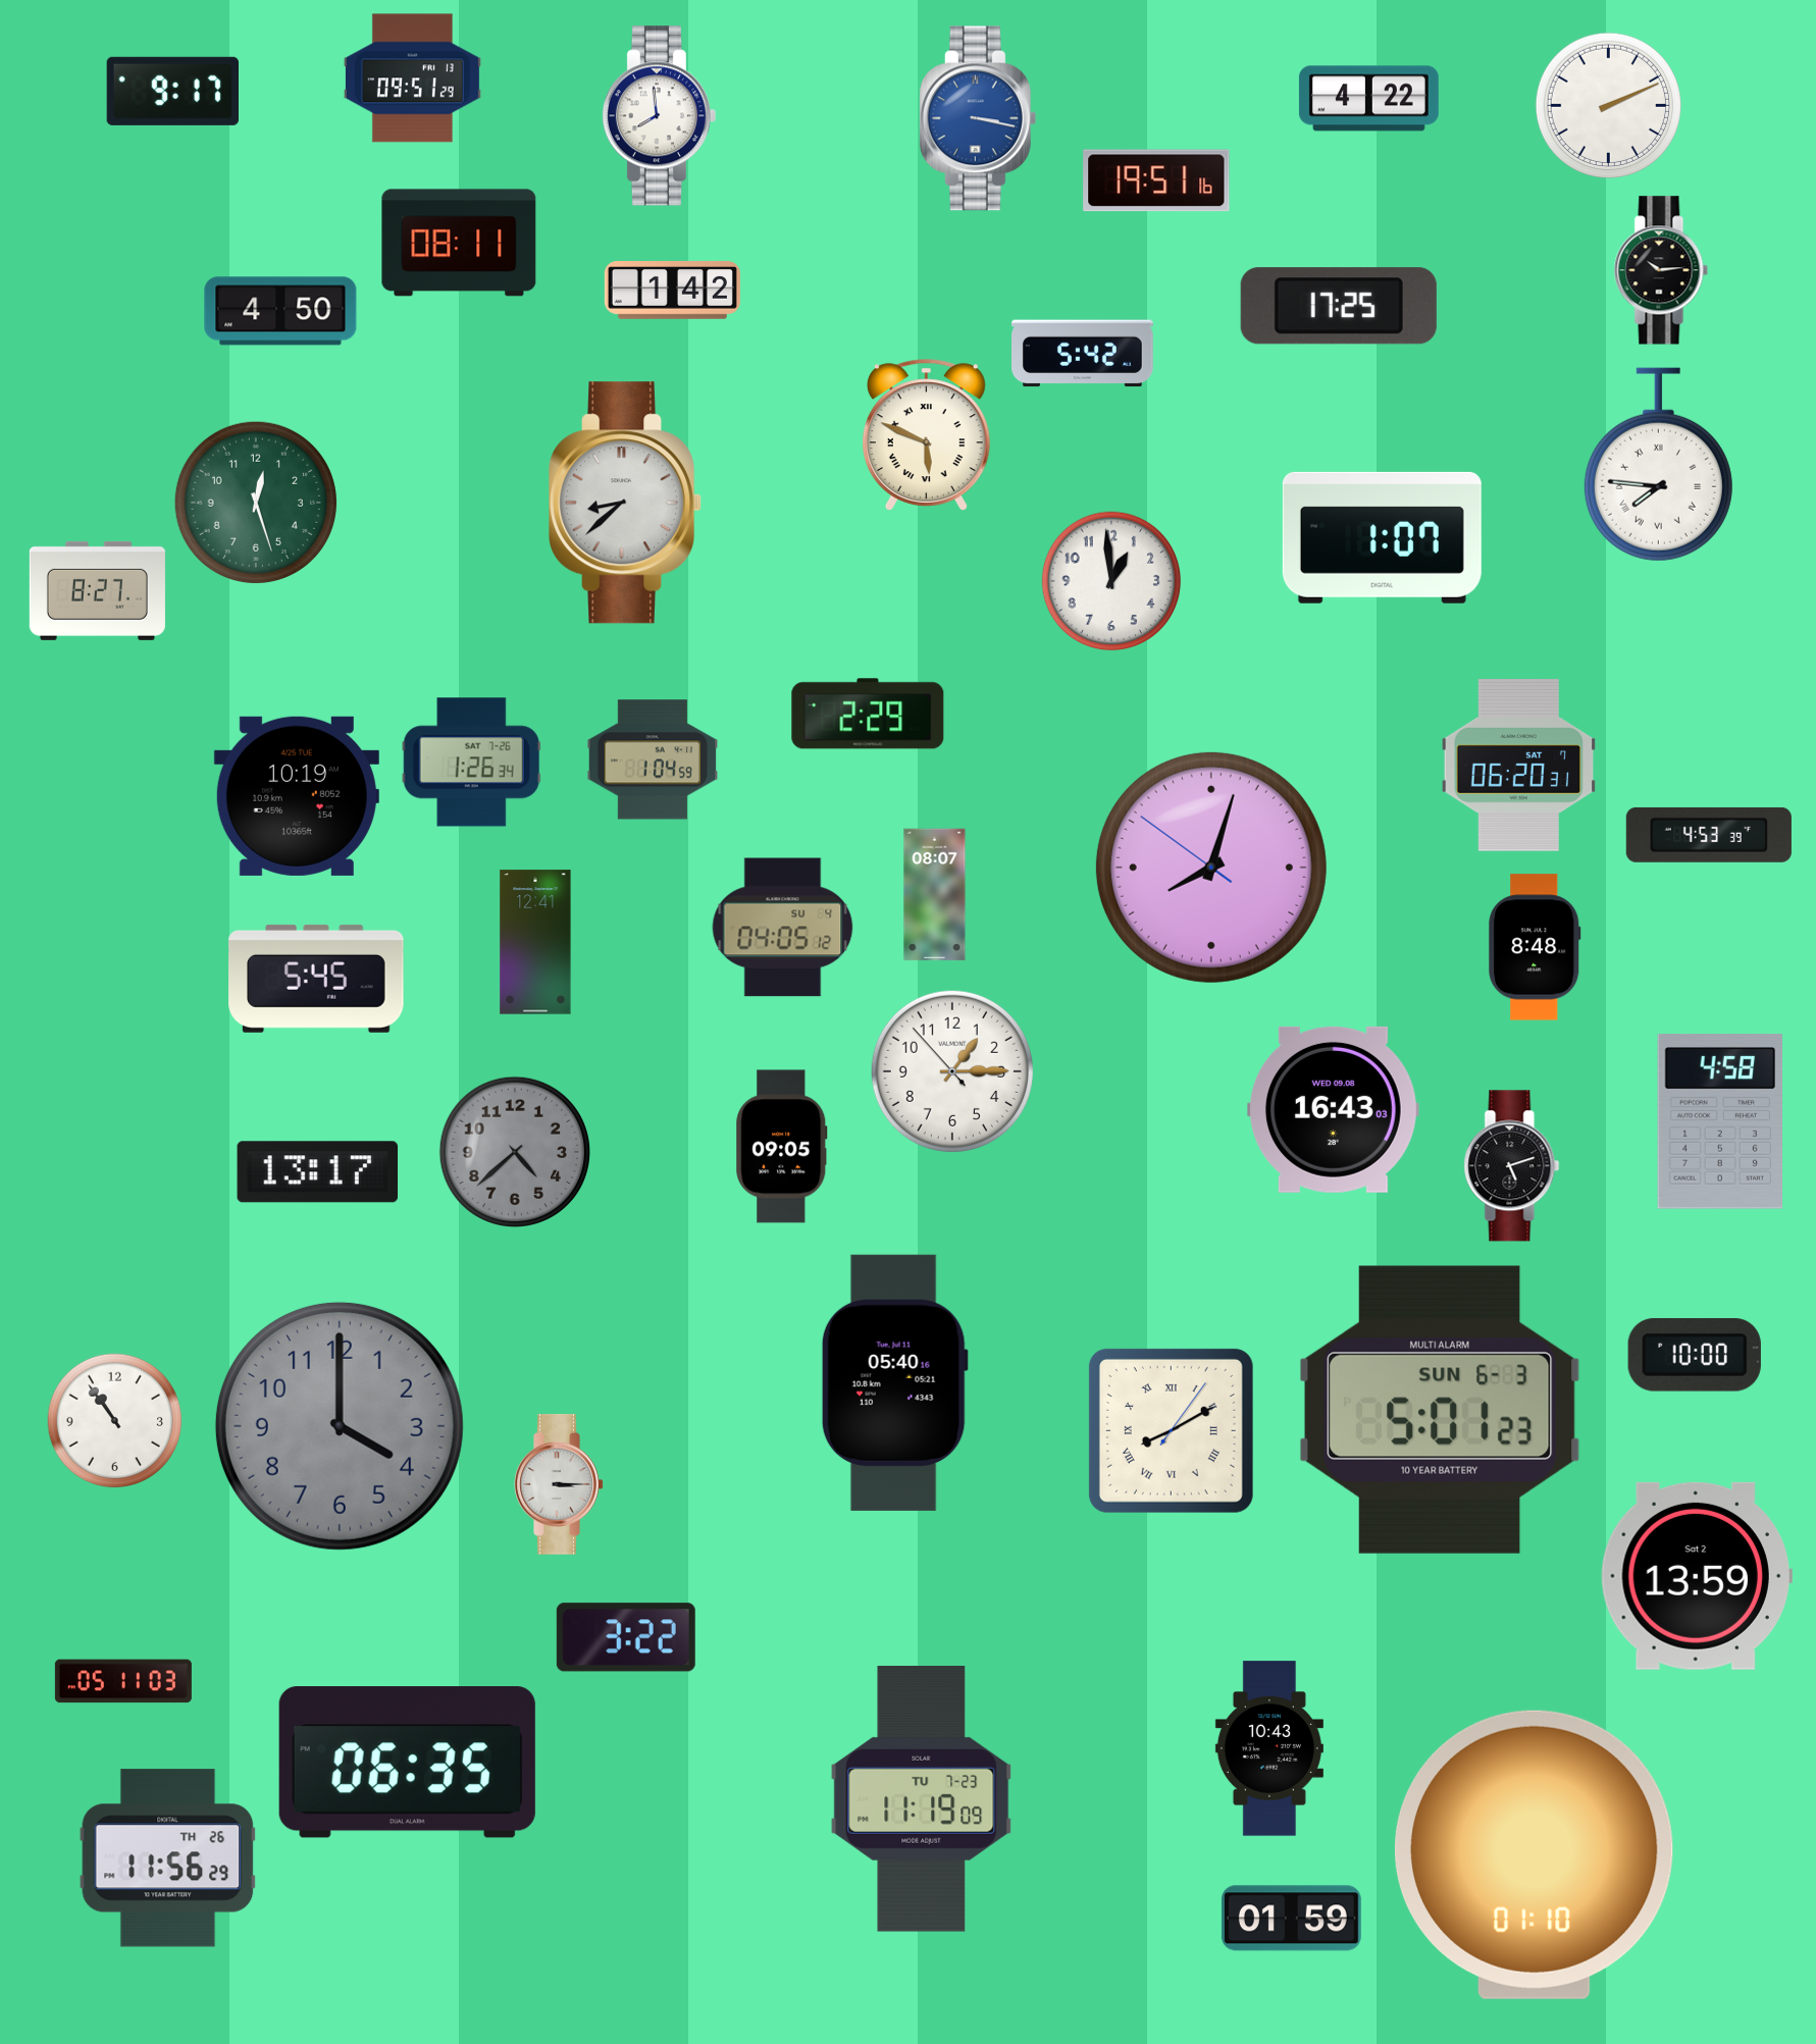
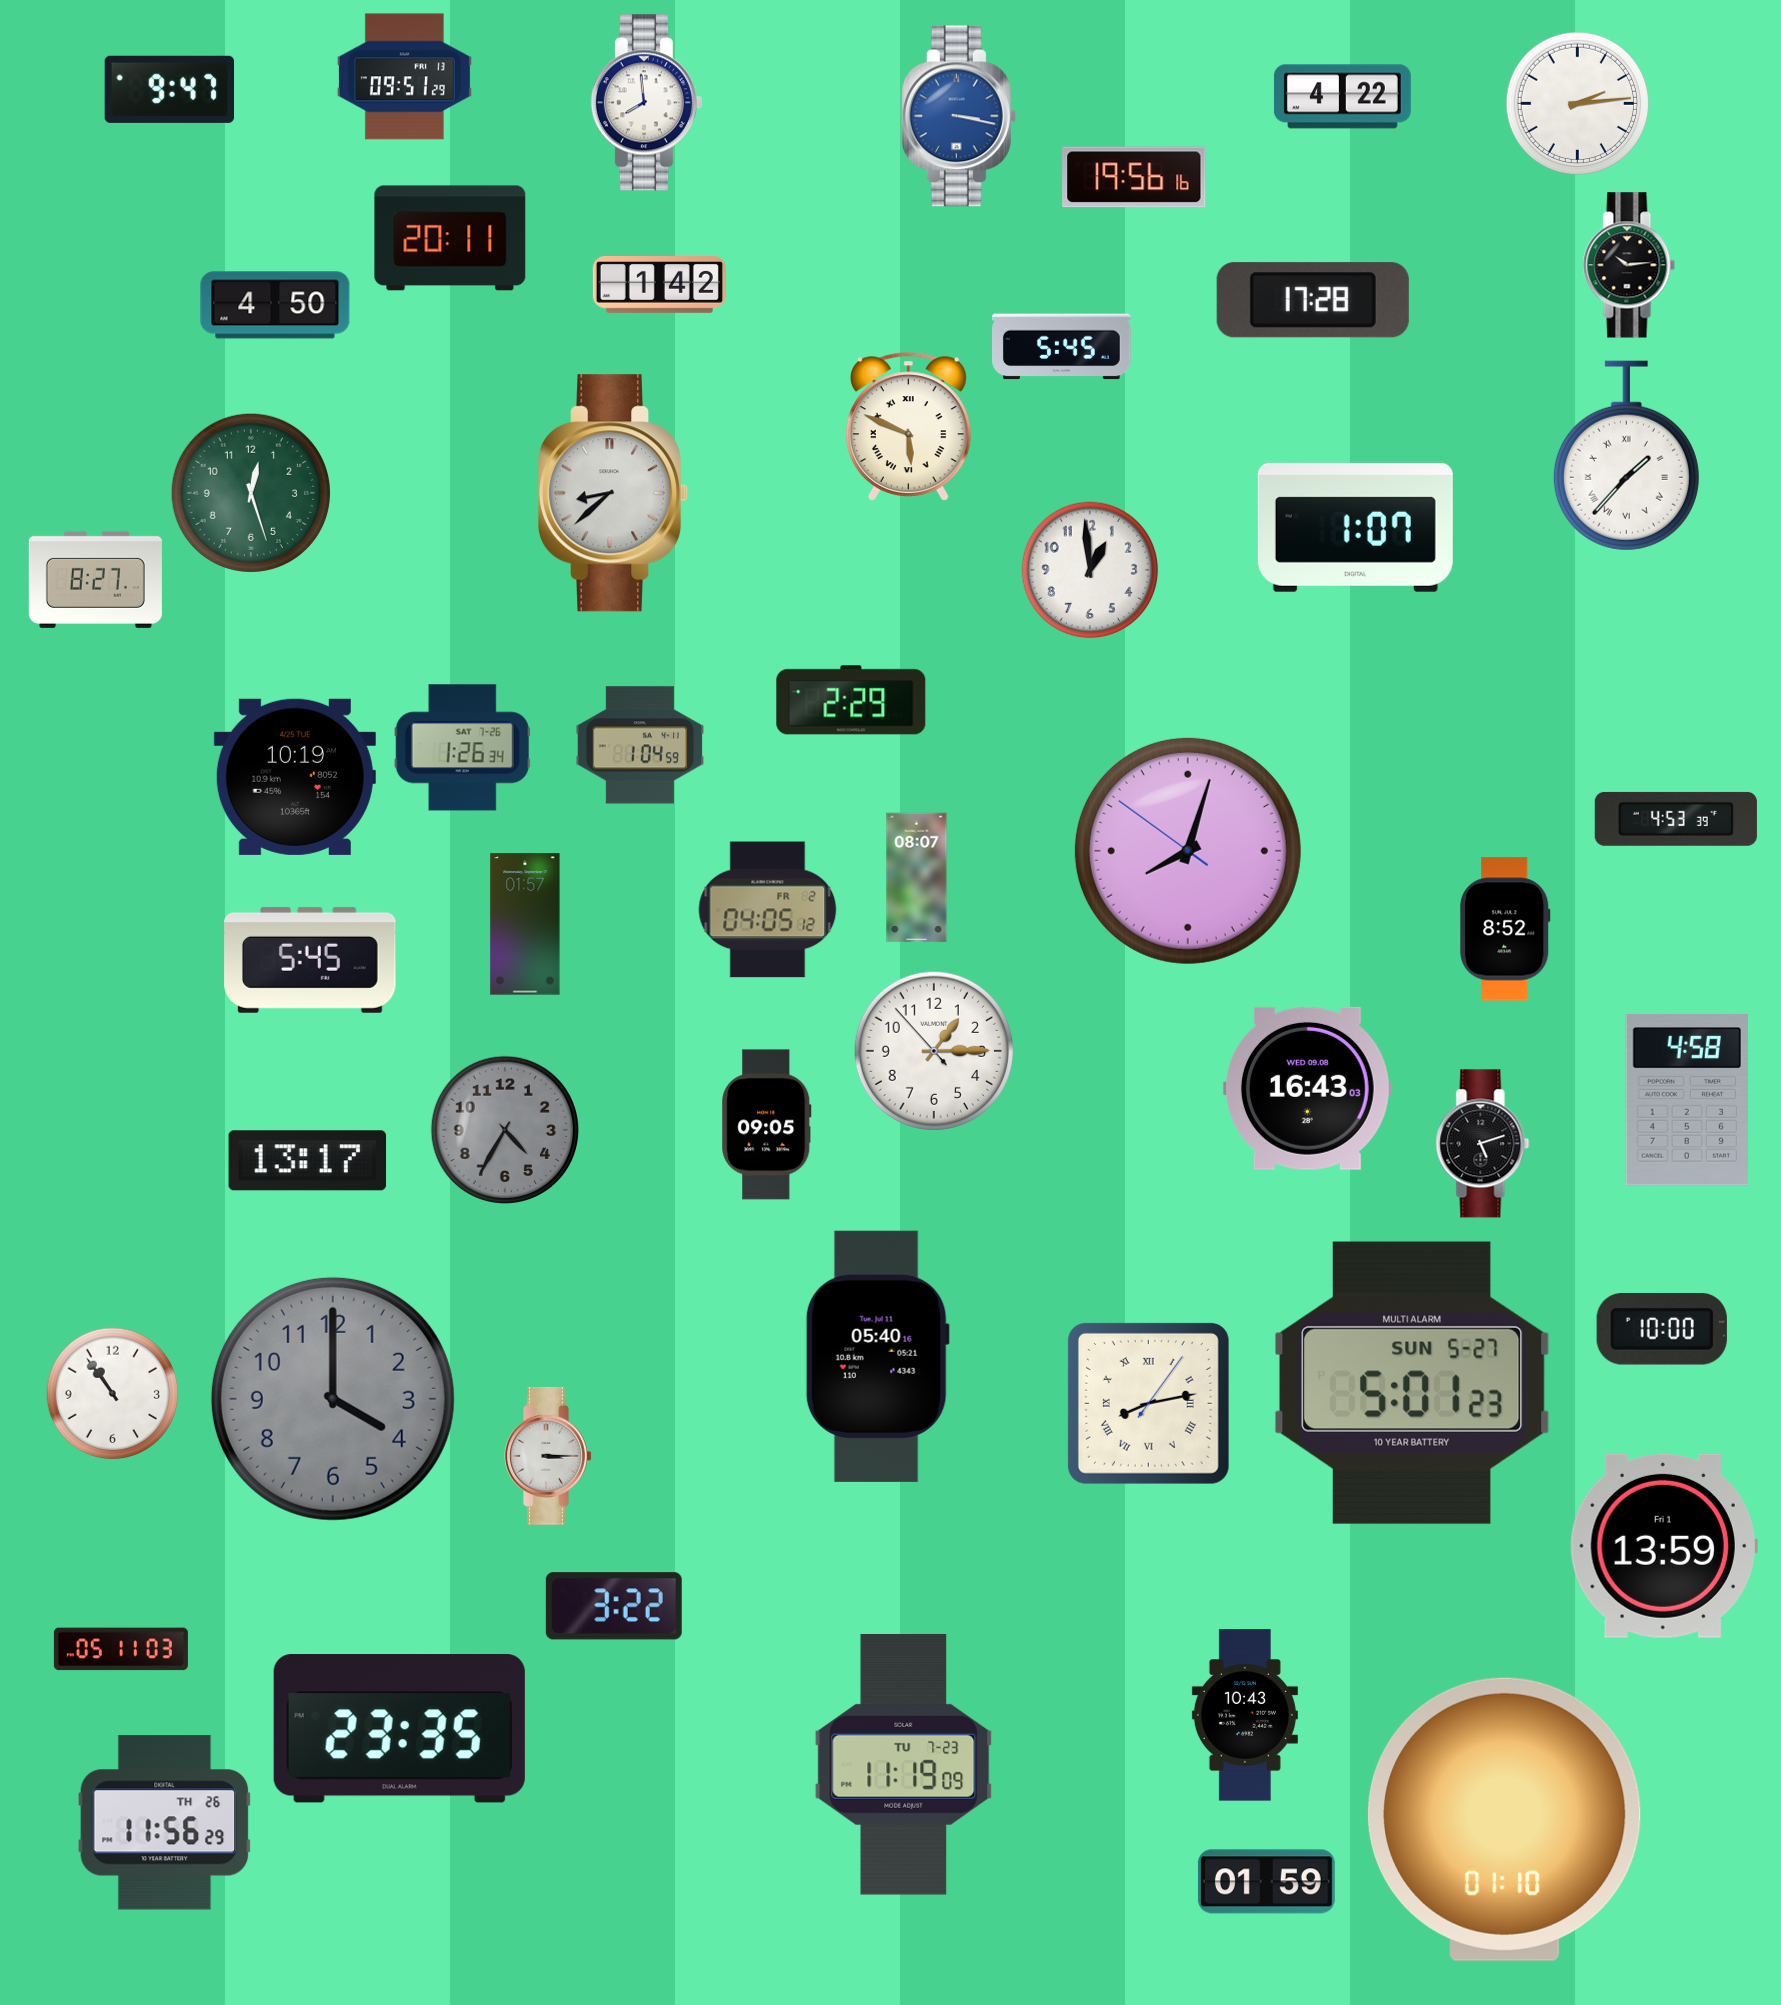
clock at (172, 91): 9:17 -> 9:47
clock at (1608, 105): 2:11 -> 2:14
clock at (659, 116) position: (659, 116) -> (646, 103)
clock at (1156, 180): 19:51 -> 19:56
clock at (459, 243): 08:11 -> 20:11
clock at (1339, 306): 17:25 -> 17:28
clock at (1083, 354): 5:42 -> 5:45
clock at (1658, 465): 7:46 -> 1:37
clock at (1519, 765): 06:20 -> none
clock at (297, 796) position: (297, 796) -> (295, 777)
clock at (783, 928) date: SU 4 -> FR 2
clock at (535, 942): 12:41 -> 01:57
clock at (1535, 947): 8:48 -> 8:52
clock at (514, 1151): 4:38 -> 4:35
clock at (318, 1172) position: (318, 1172) -> (308, 1161)
clock at (1441, 1410) date: SUN 6-3 -> SUN 5-27
clock at (1171, 1430): 8:10 -> 8:13
clock at (1697, 1576) date: Sat 2 -> Fri 1
clock at (407, 1763): 06:35 -> 23:35
